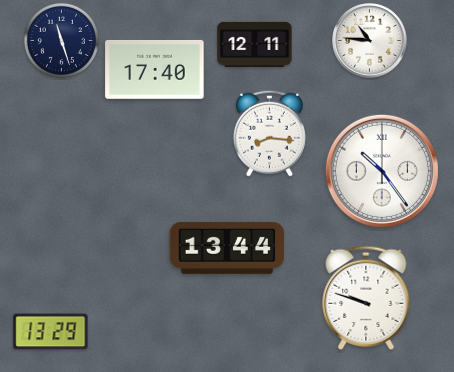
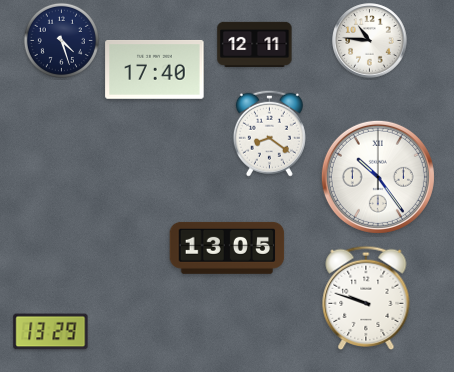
clock at (61, 40): 11:27 -> 4:27
clock at (269, 133): 8:16 -> 8:21
clock at (382, 171) position: (382, 171) -> (378, 177)
clock at (227, 248): 13:44 -> 13:05
